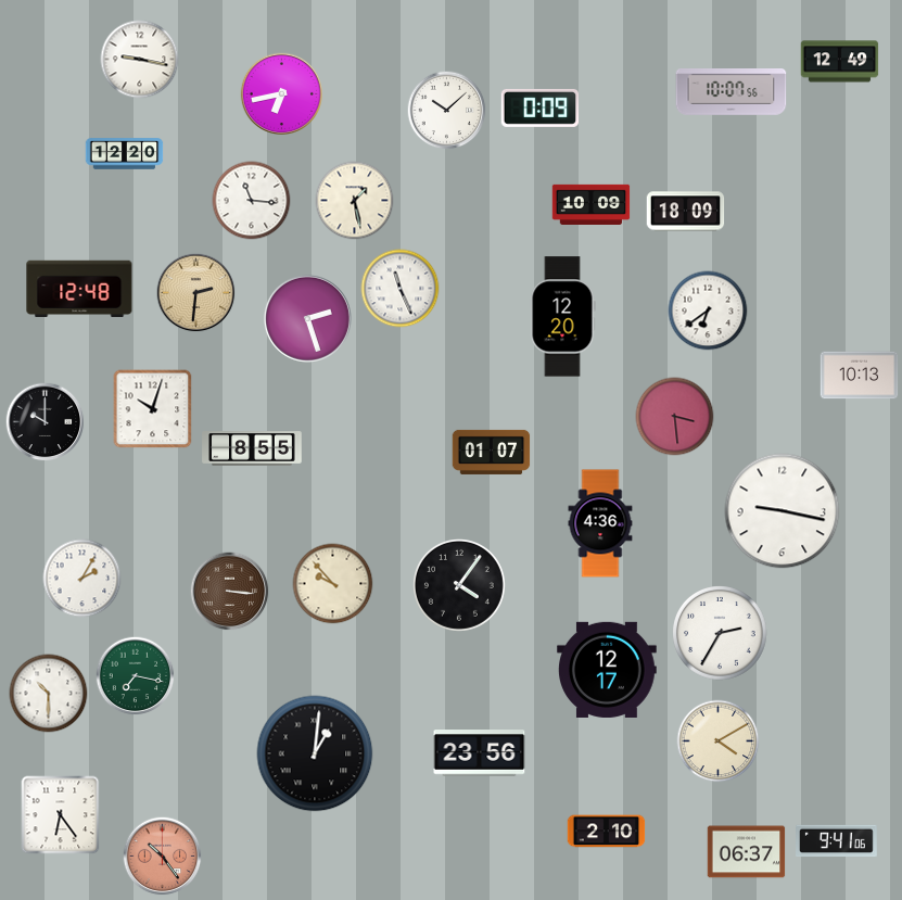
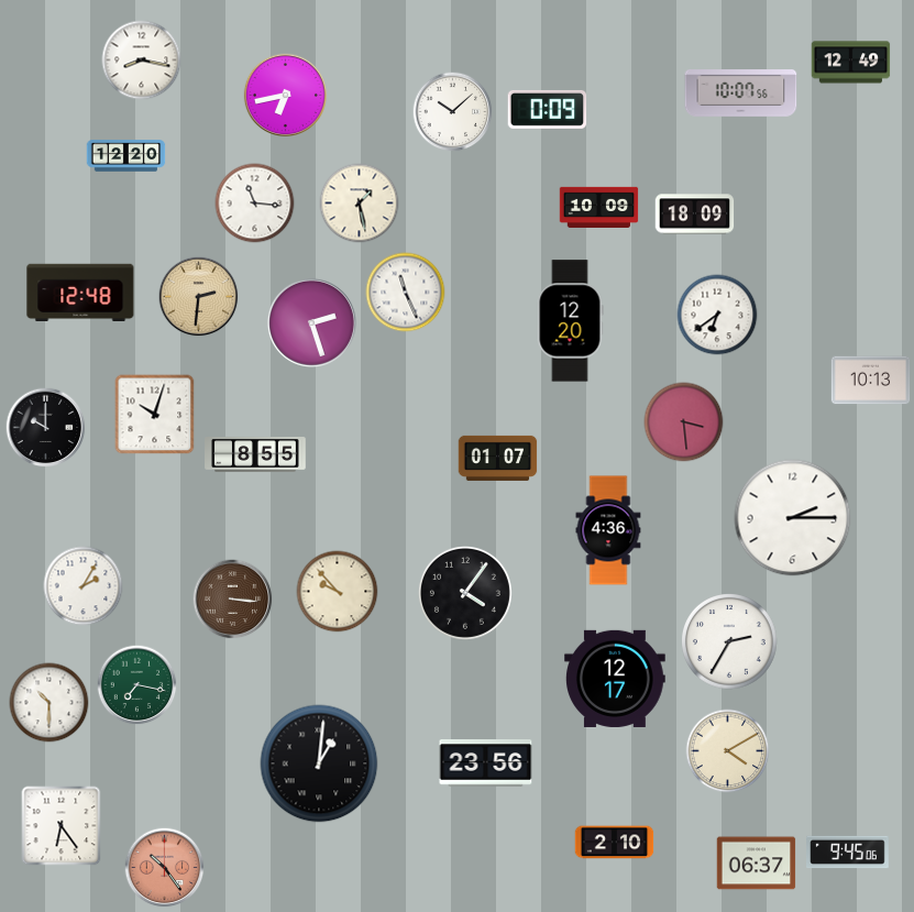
clock at (140, 60): 9:17 -> 8:17
clock at (783, 511): 9:17 -> 2:15
clock at (837, 841): 9:41 -> 9:45
